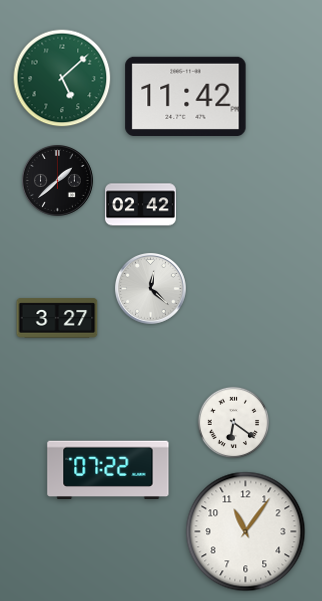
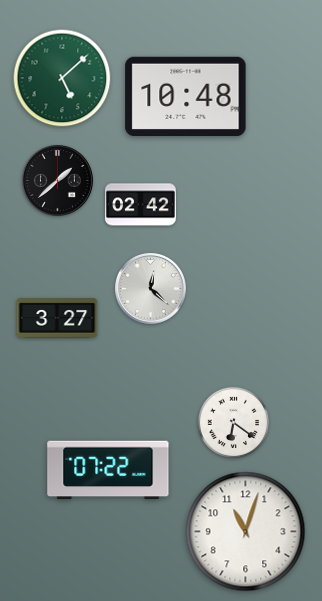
clock at (186, 96): 11:42 -> 10:48
clock at (246, 532): 11:06 -> 11:03
